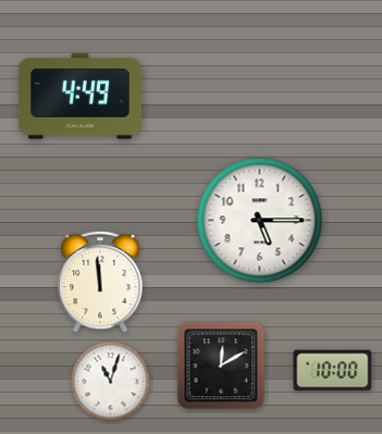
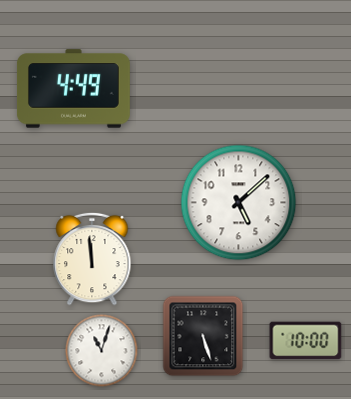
clock at (260, 221): 5:15 -> 5:08
clock at (221, 365): 12:10 -> 5:27
